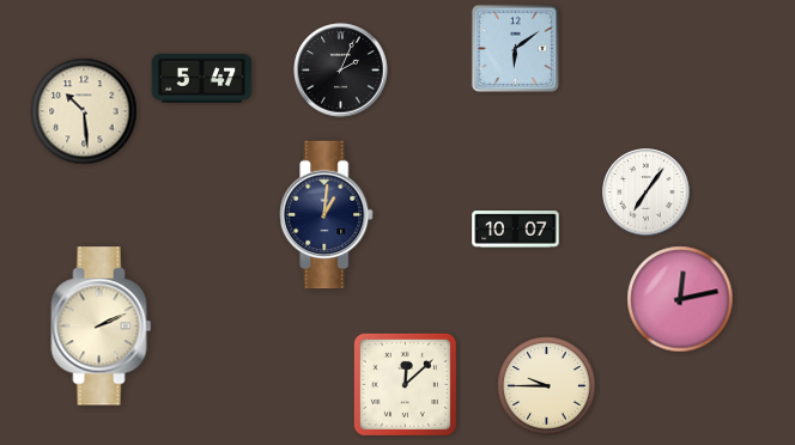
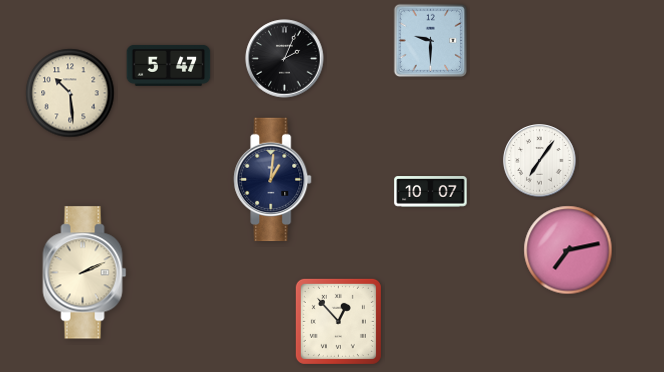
clock at (516, 49): 6:09 -> 9:30
clock at (680, 299): 12:13 -> 7:13
clock at (405, 384): 12:08 -> 12:53
clock at (547, 386): 9:45 -> none
